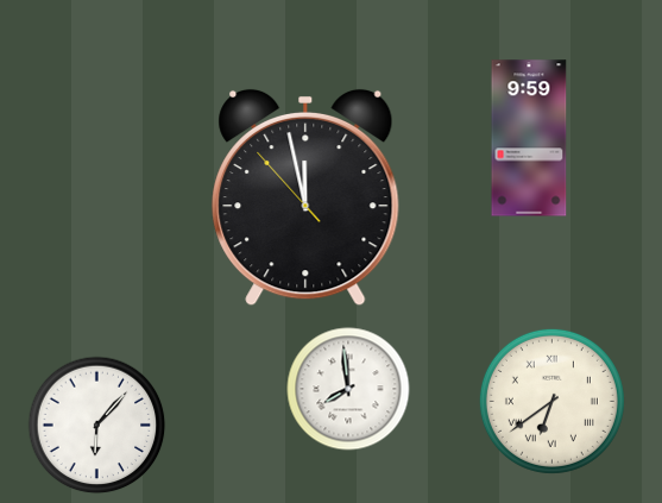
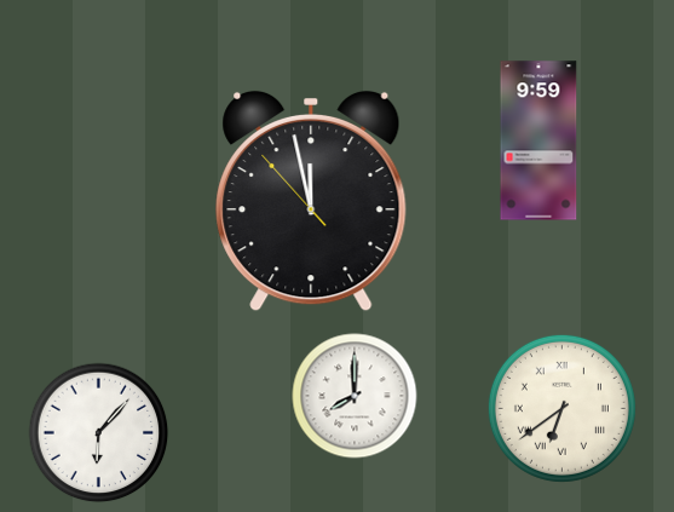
clock at (348, 389): 7:59 -> 8:00
